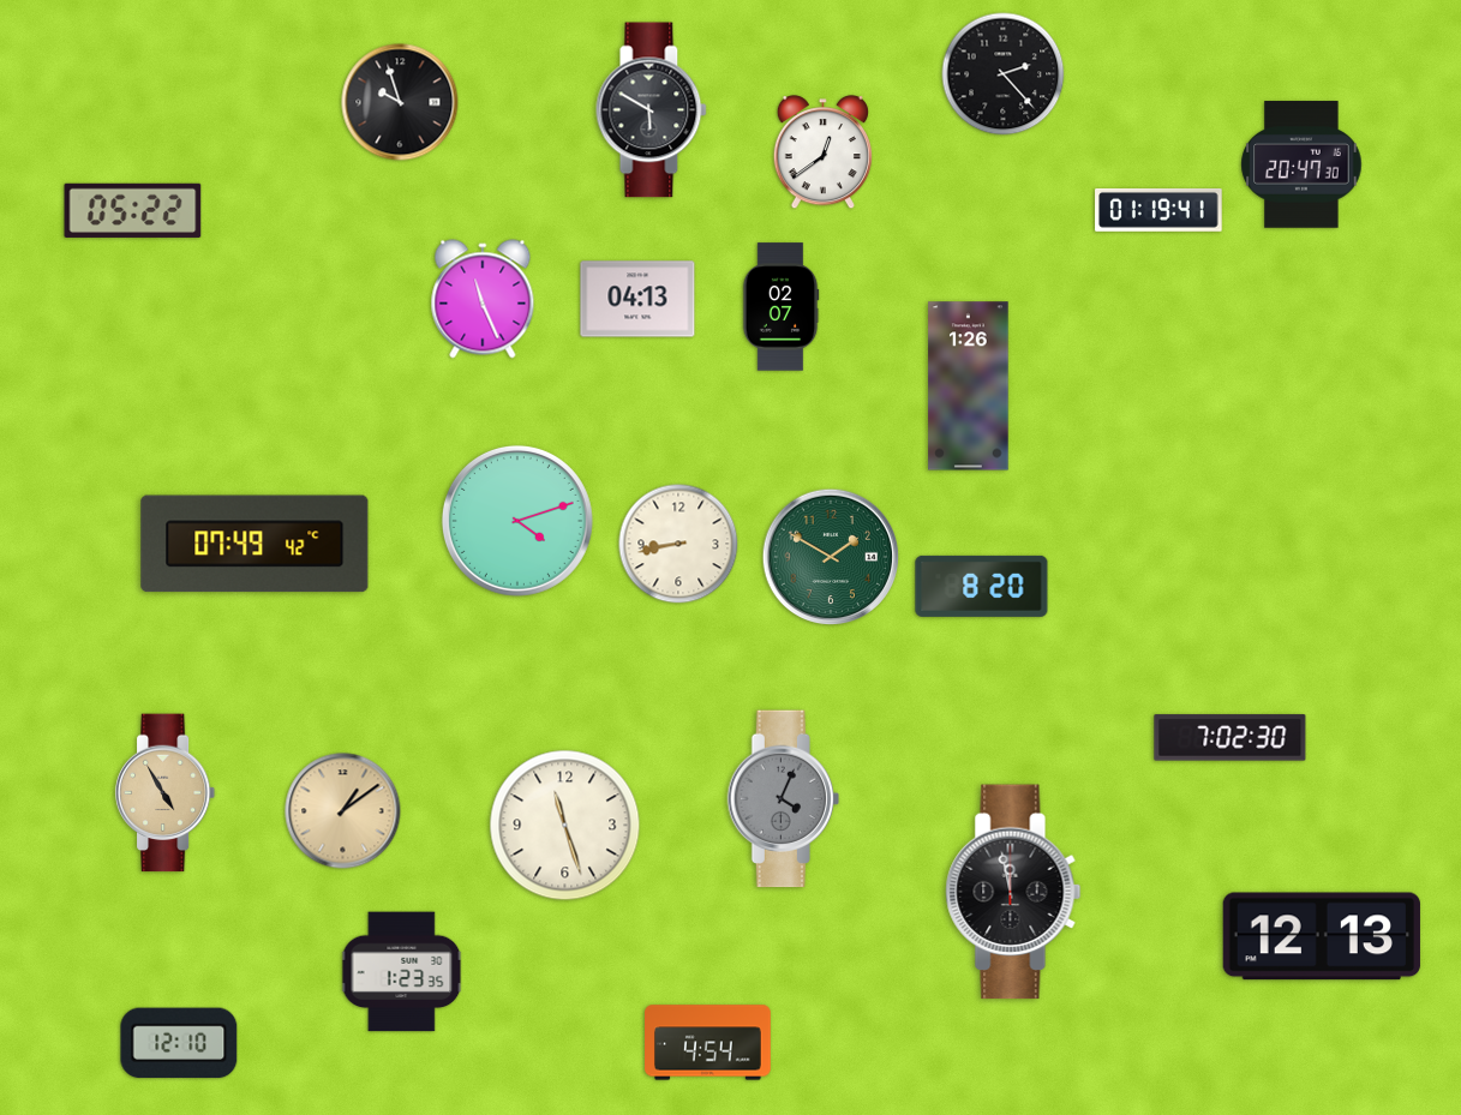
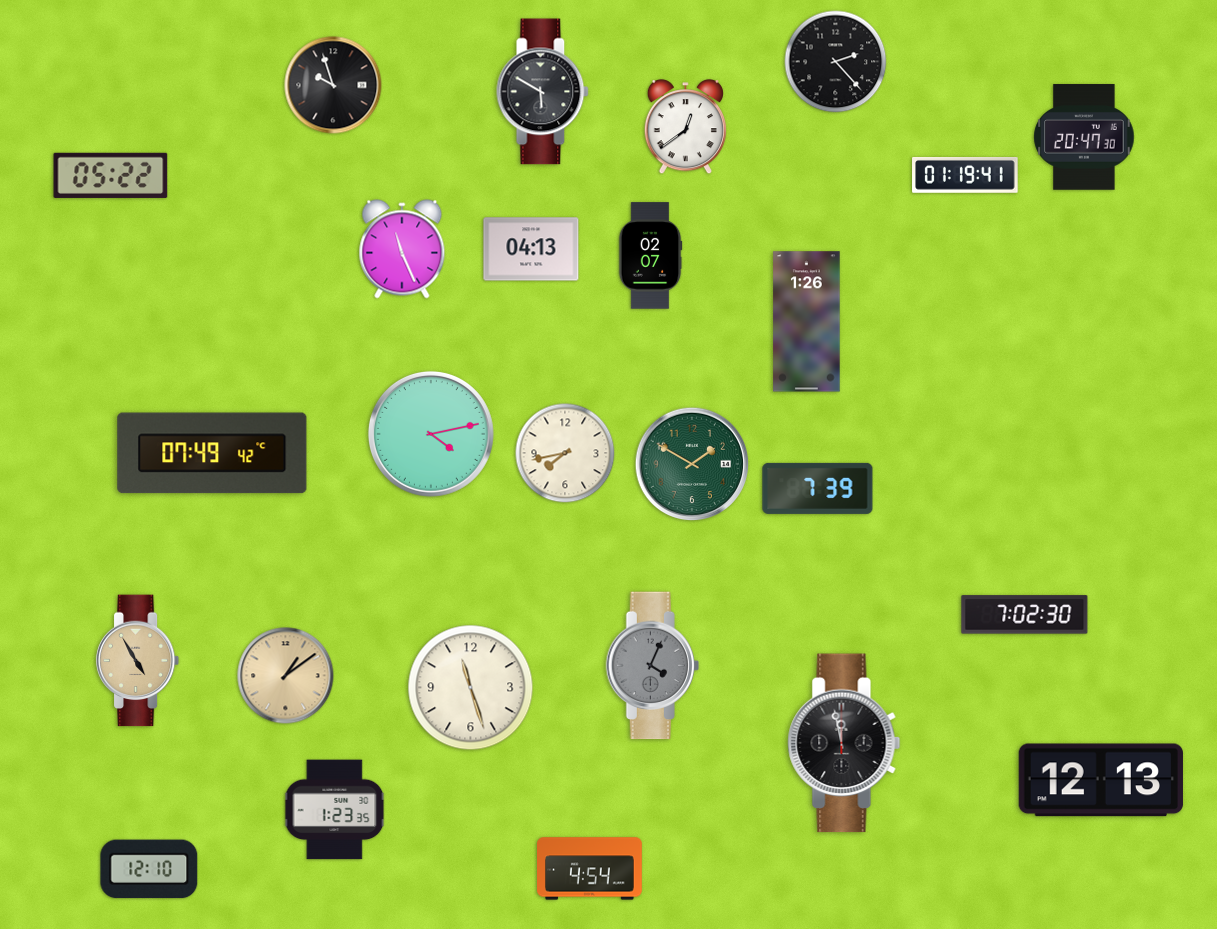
clock at (517, 521): 4:12 -> 4:13
clock at (678, 544): 8:43 -> 7:43
clock at (982, 586): 8:20 -> 7:39
